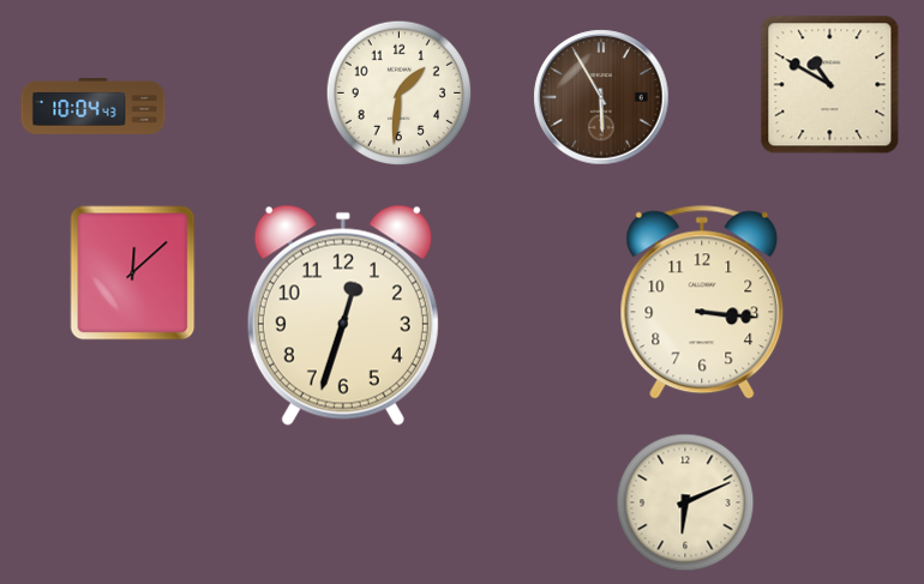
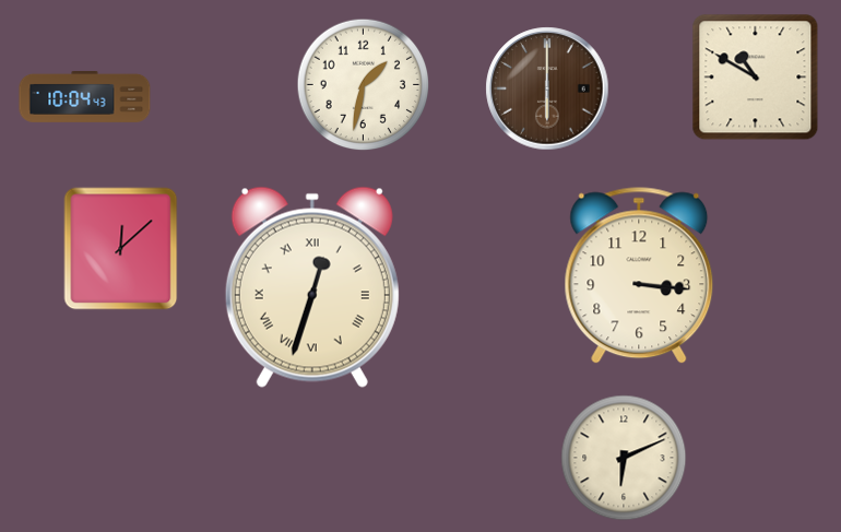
clock at (400, 94): 1:31 -> 1:32
clock at (601, 97): 5:55 -> 6:00
clock at (343, 315) numerals: Arabic -> Roman
